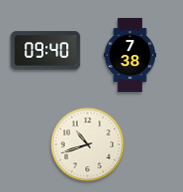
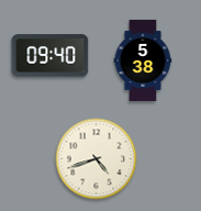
clock at (130, 55): 7:38 -> 5:38
clock at (88, 145): 10:42 -> 4:42
